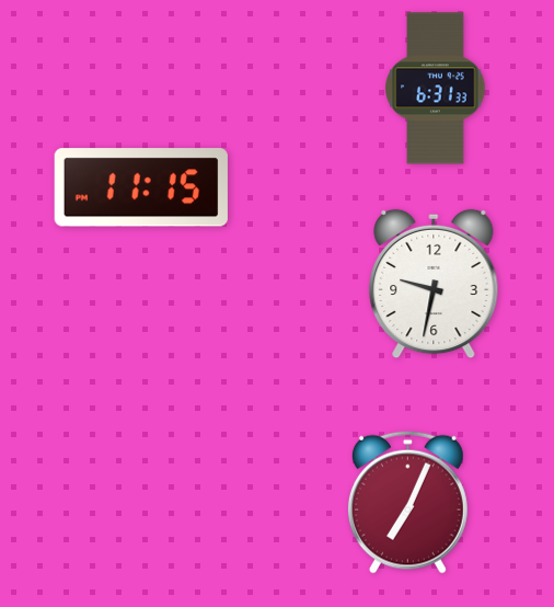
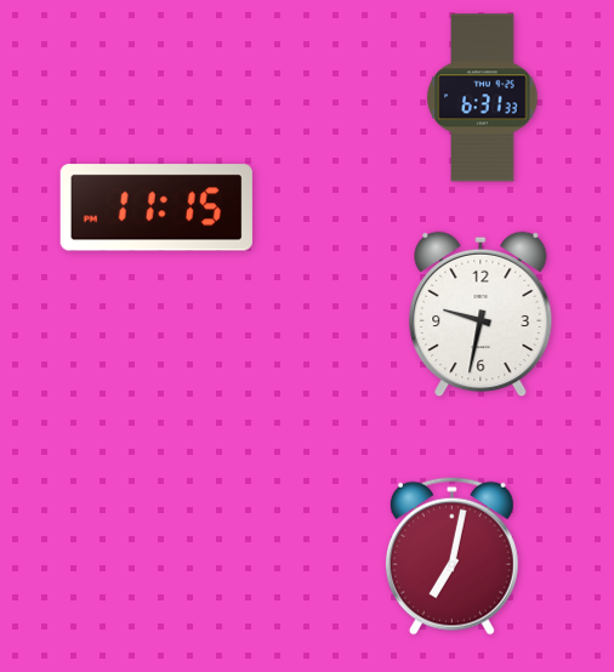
clock at (407, 502): 7:04 -> 7:02
